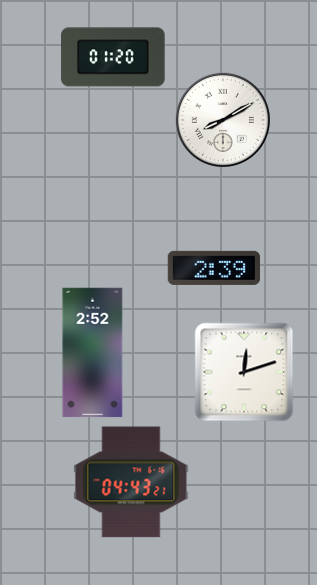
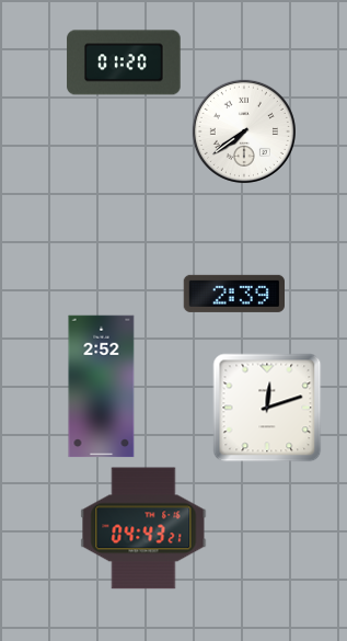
clock at (223, 120): 8:10 -> 7:39
